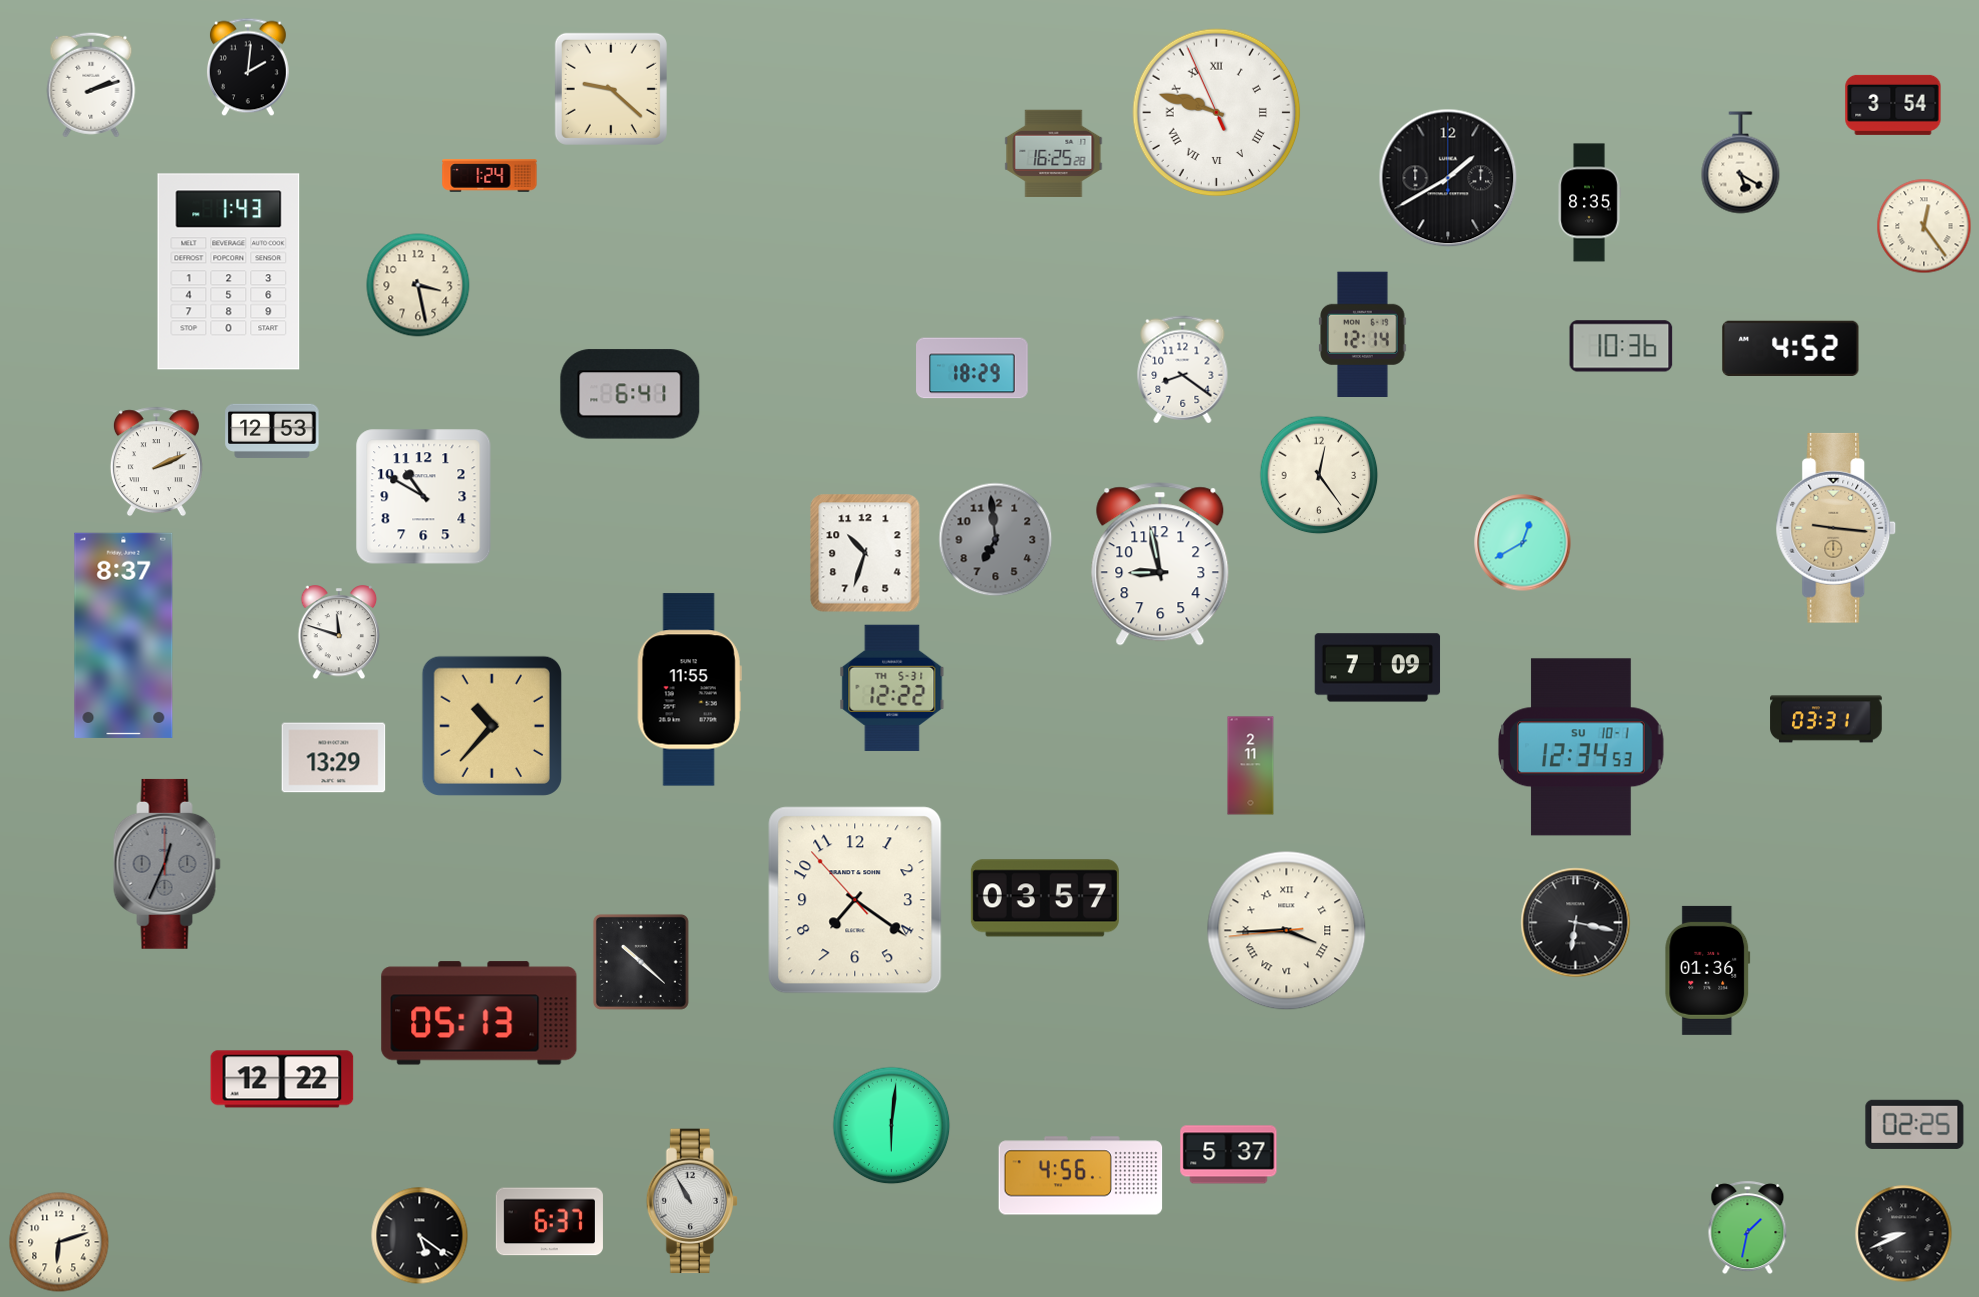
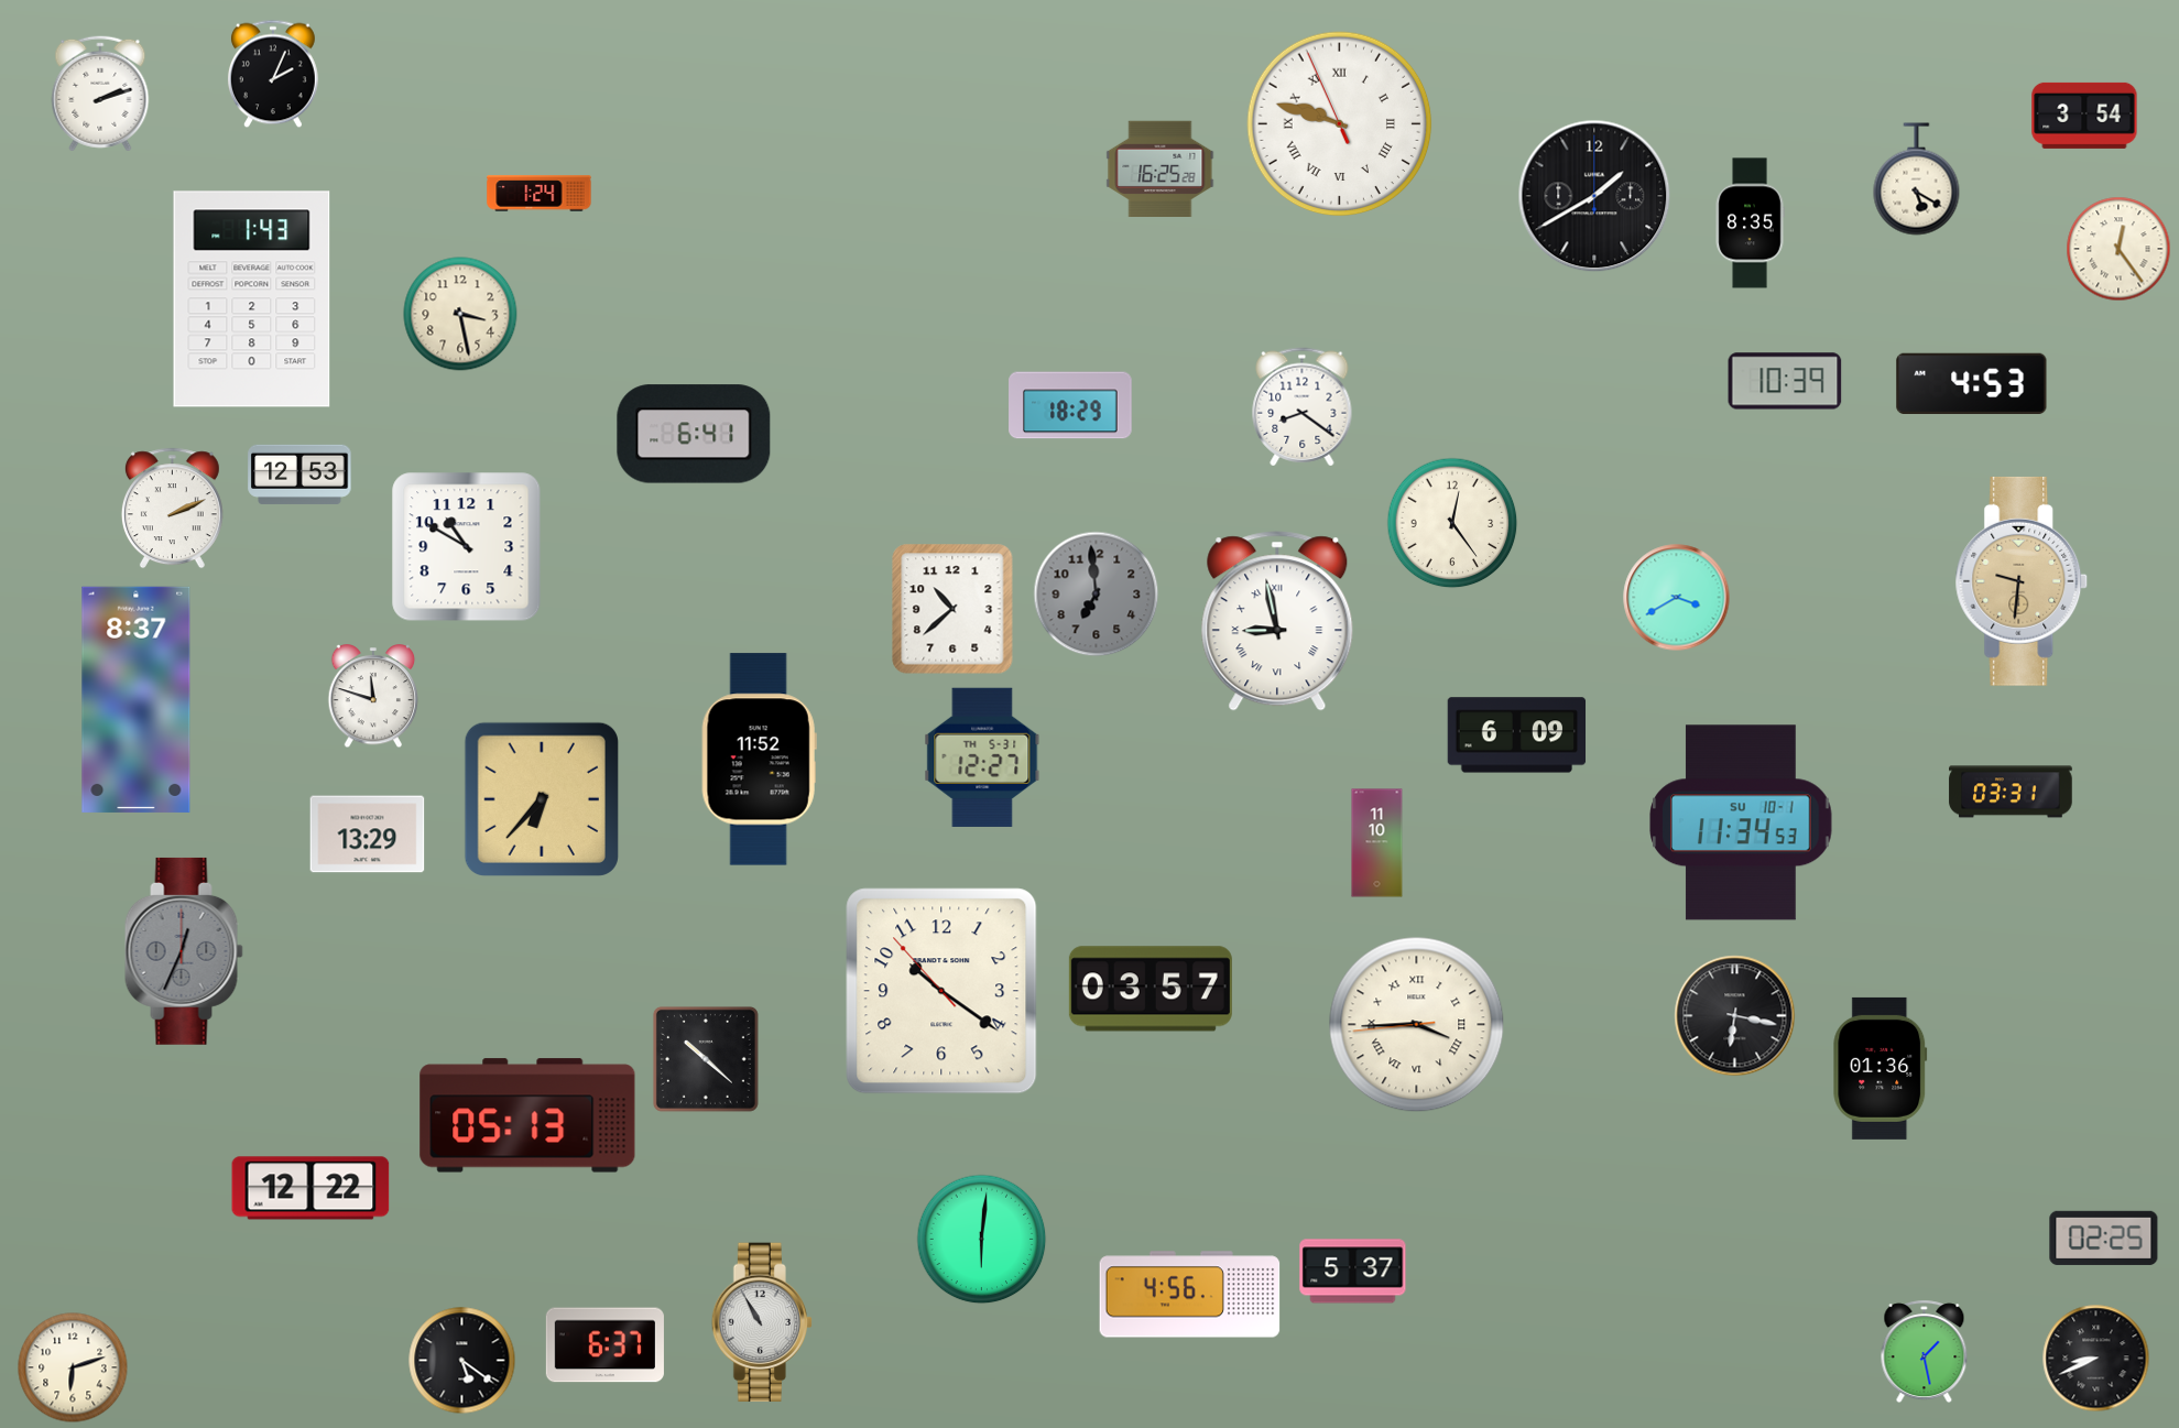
clock at (248, 67): 2:01 -> 2:04
clock at (611, 89): 9:22 -> none
clock at (1363, 334): 12:14 -> none
clock at (1621, 346): 10:36 -> 10:39
clock at (1791, 349): 4:52 -> 4:53
clock at (1836, 528): 9:16 -> 9:31
clock at (1523, 543): 12:40 -> 3:40
clock at (865, 553): 10:33 -> 10:38
clock at (1160, 564) numerals: Arabic -> Roman
clock at (1378, 668): 7:09 -> 6:09
clock at (892, 688): 12:22 -> 12:27
clock at (689, 690): 11:55 -> 11:52
clock at (492, 726): 10:37 -> 6:37
clock at (1581, 747): 12:34 -> 11:34
clock at (1251, 766): 2:11 -> 11:10
clock at (855, 900): 7:20 -> 10:20
clock at (1915, 1124) position: (1915, 1124) -> (2104, 1238)
clock at (1748, 1228): 1:32 -> 1:28
clock at (59, 1242) position: (59, 1242) -> (73, 1367)
